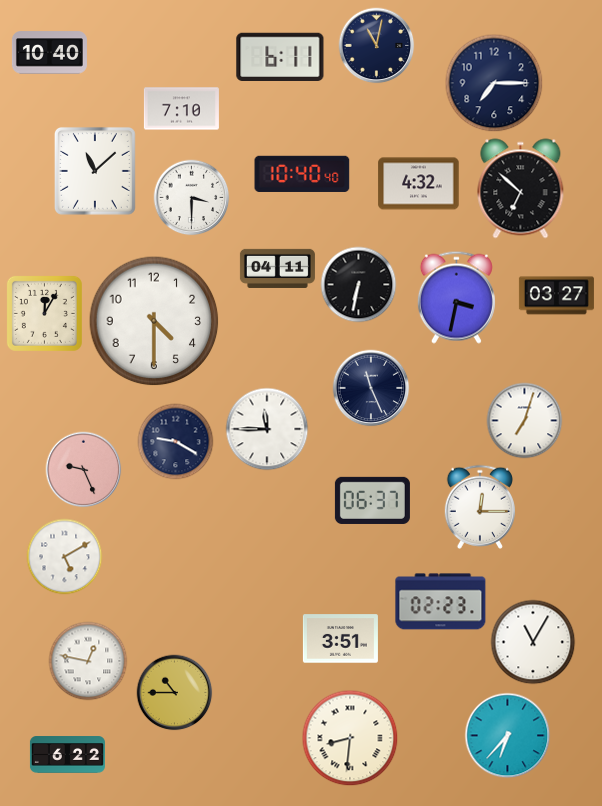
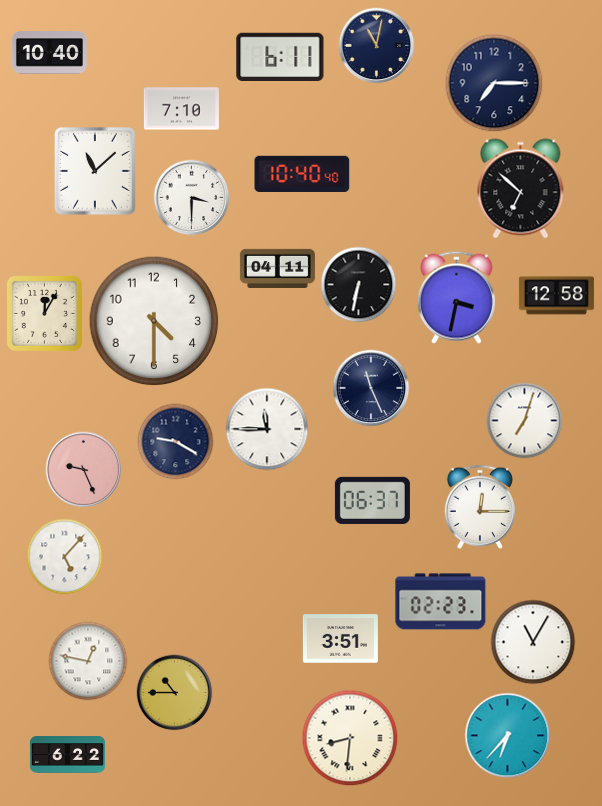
clock at (419, 184): 4:32 -> none
clock at (556, 296): 03:27 -> 12:58
clock at (65, 557): 5:10 -> 5:07
